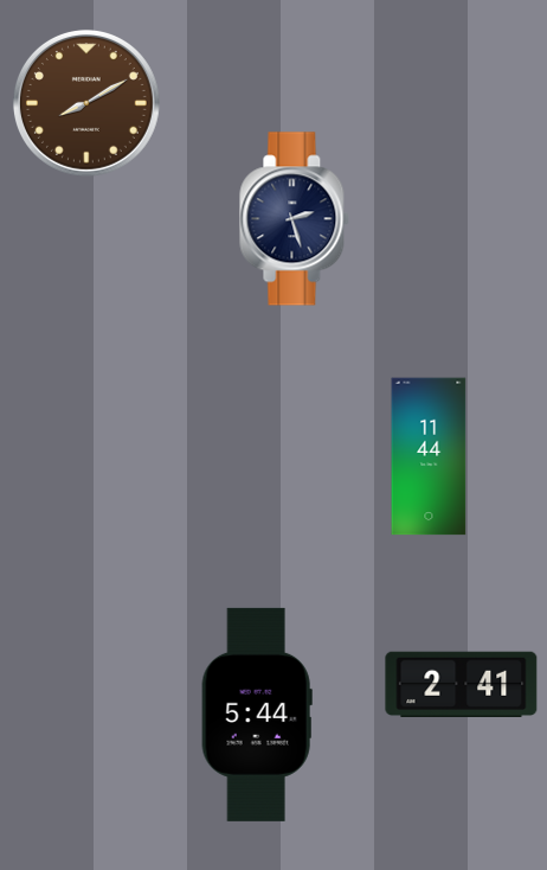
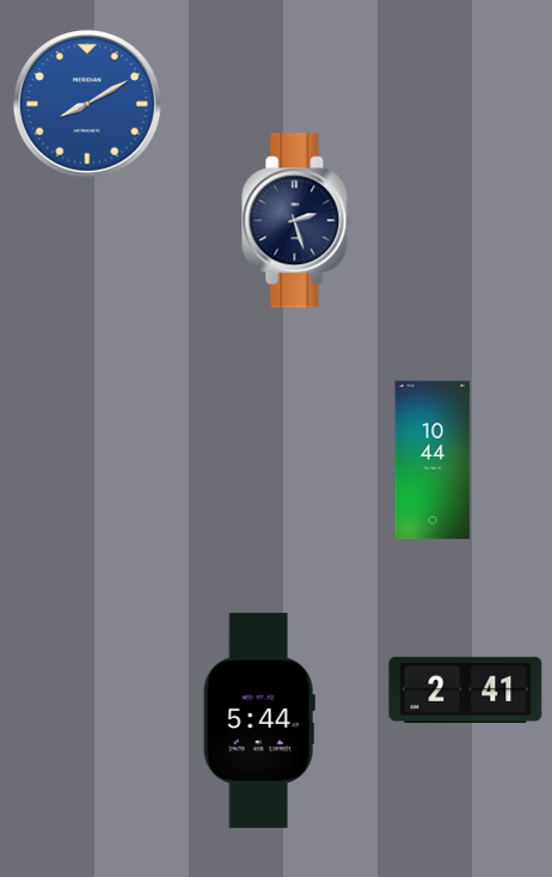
clock at (86, 103) dial: brown -> blue
clock at (429, 456): 11:44 -> 10:44
